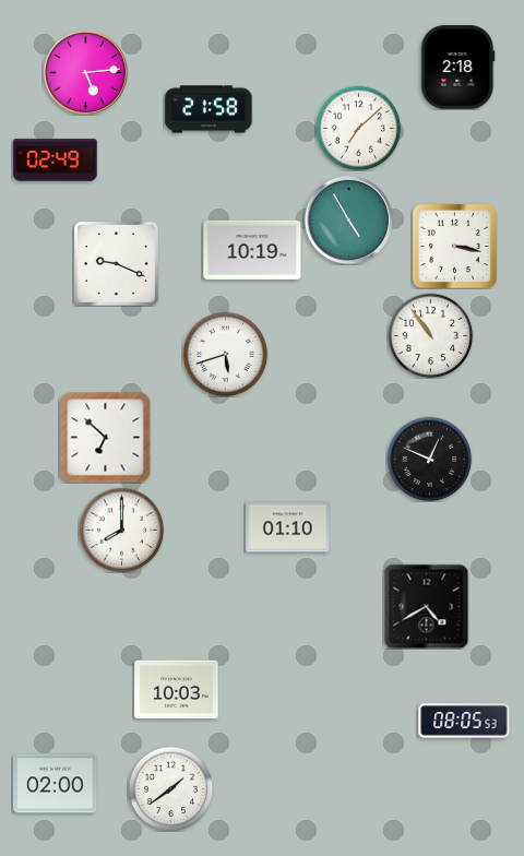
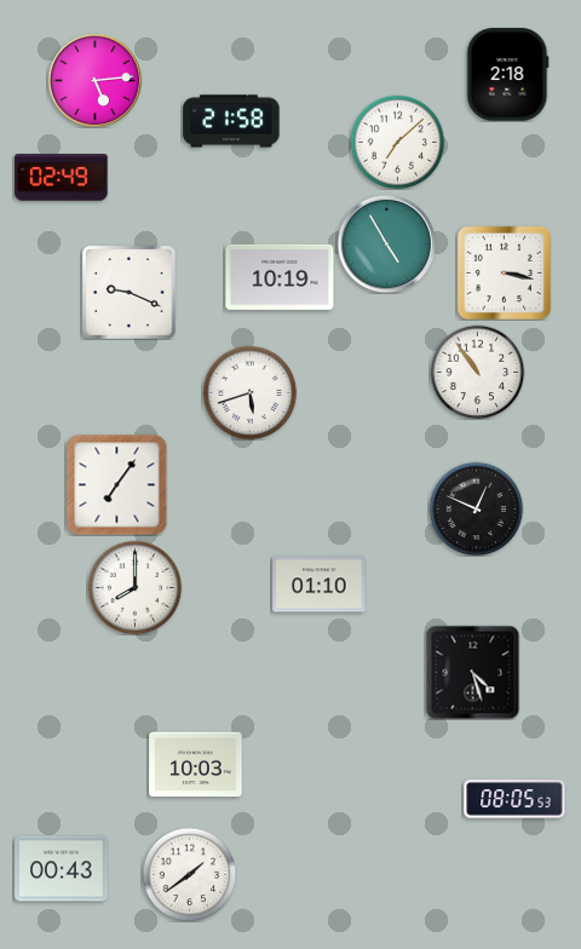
clock at (105, 437): 6:52 -> 7:06
clock at (426, 606): 4:40 -> 4:27
clock at (56, 784): 02:00 -> 00:43
